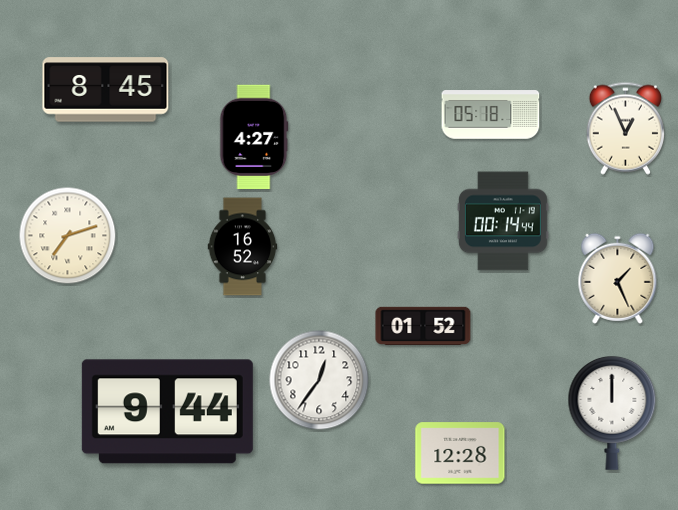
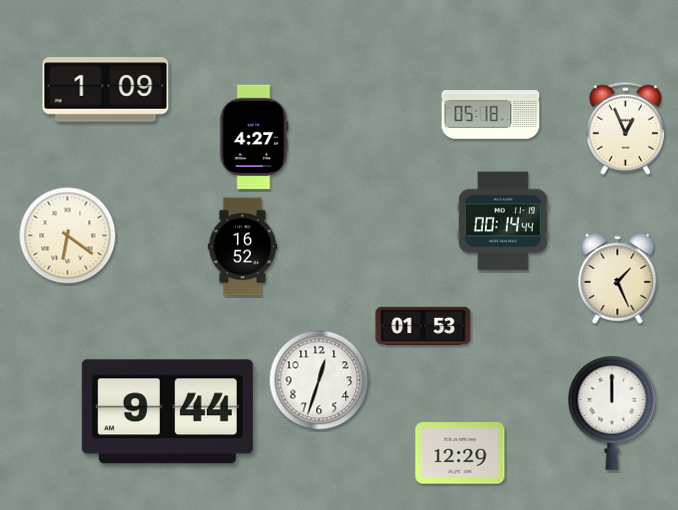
clock at (106, 90): 8:45 -> 1:09
clock at (68, 236): 7:12 -> 6:21
clock at (423, 326): 01:52 -> 01:53
clock at (319, 380): 12:36 -> 12:33
clock at (460, 453): 12:28 -> 12:29
